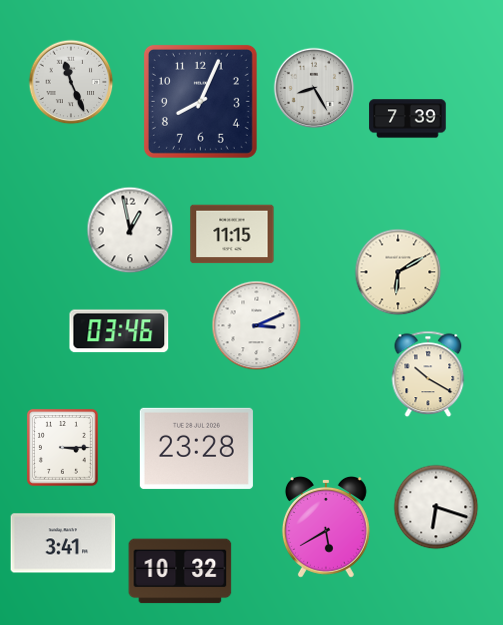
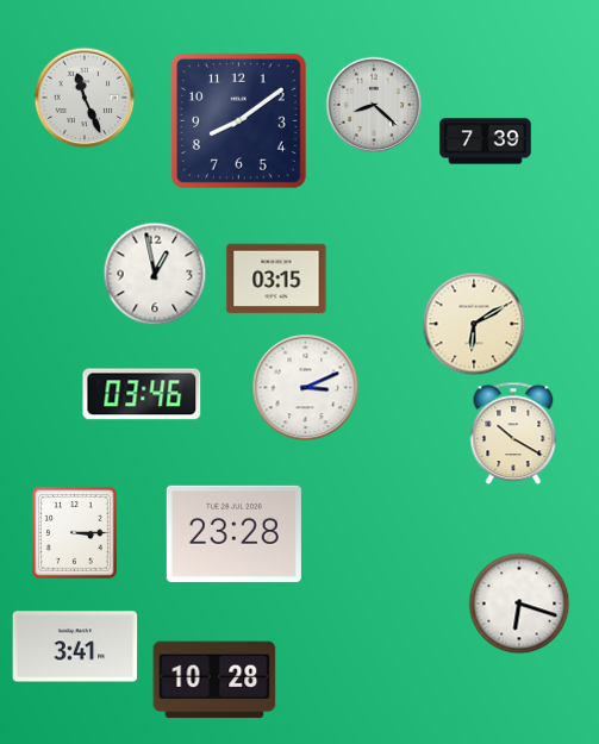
clock at (314, 88): 8:25 -> 8:22
clock at (200, 101): 8:04 -> 8:09
clock at (232, 234): 11:15 -> 03:15
clock at (428, 374) position: (428, 374) -> (513, 433)
clock at (326, 527): 5:40 -> none
clock at (180, 571): 10:32 -> 10:28
